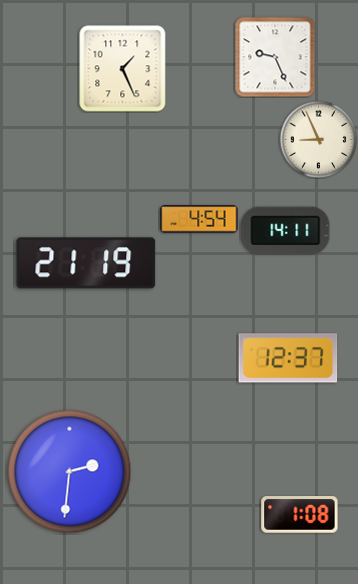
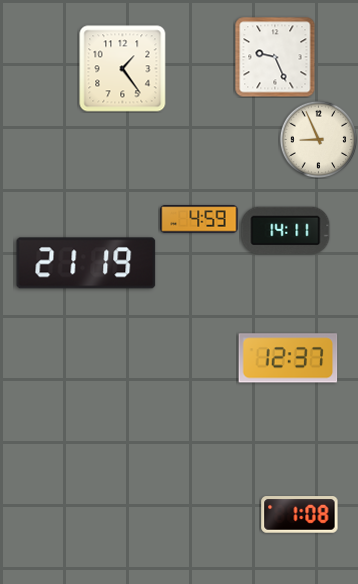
clock at (123, 69): 1:26 -> 1:24
clock at (199, 219): 4:54 -> 4:59
clock at (70, 472): 2:31 -> none
